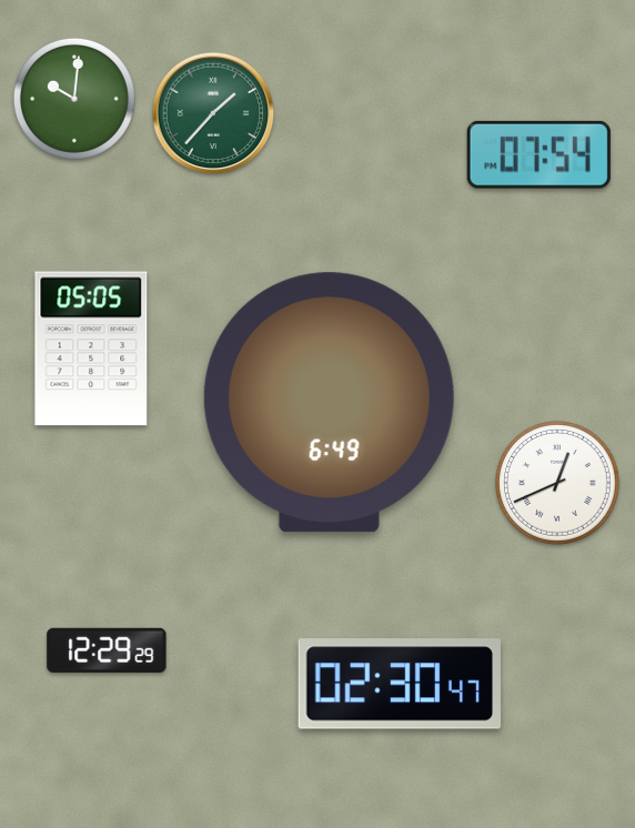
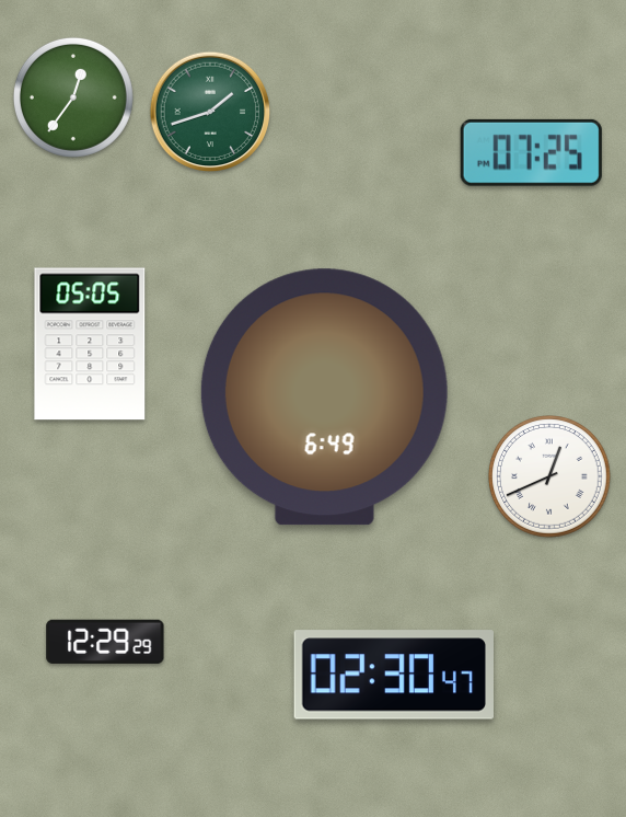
clock at (74, 99): 10:01 -> 12:36
clock at (213, 113): 1:37 -> 1:42
clock at (538, 154): 07:54 -> 07:25
